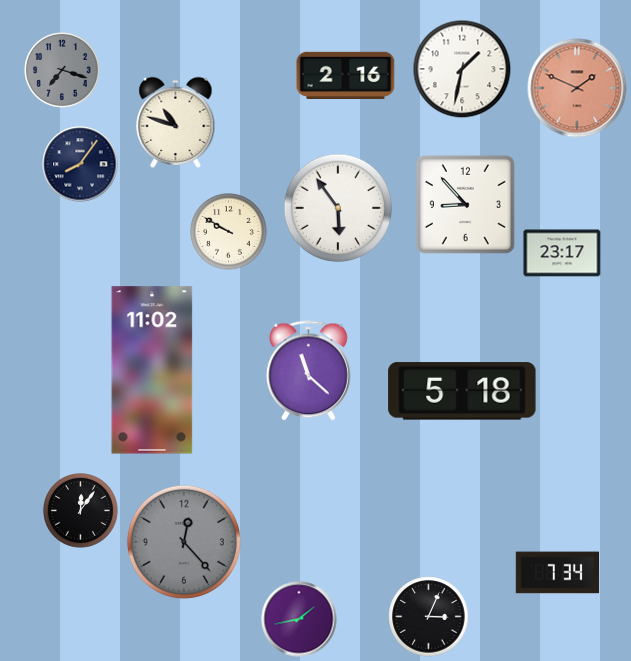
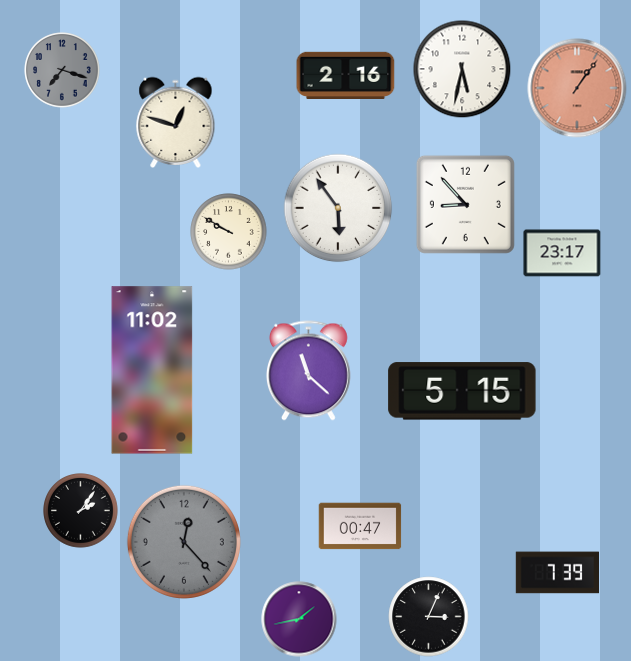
clock at (462, 69): 1:32 -> 5:32
clock at (577, 88): 1:49 -> 1:06
clock at (176, 122): 10:48 -> 12:48
clock at (80, 164): 8:06 -> none
clock at (462, 391): 5:18 -> 5:15
clock at (81, 511): 12:06 -> 2:06
clock at (360, 526): none -> 00:47
clock at (558, 573): 7:34 -> 7:39
